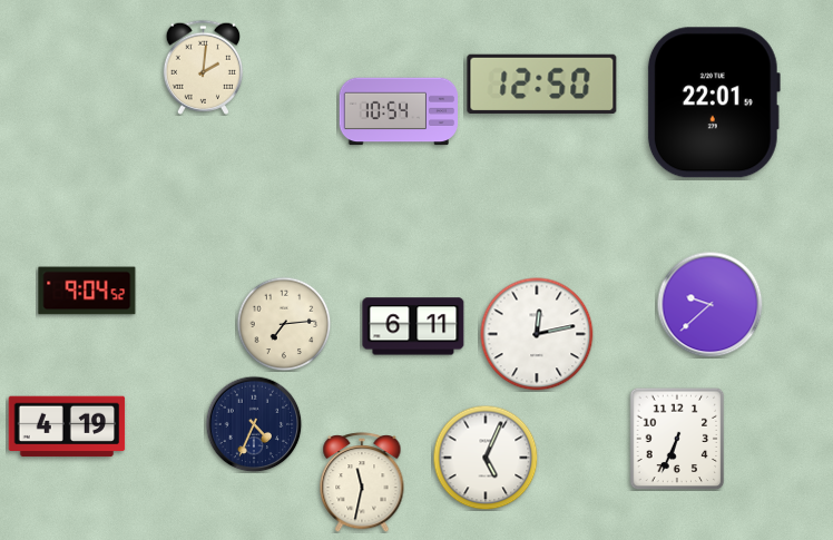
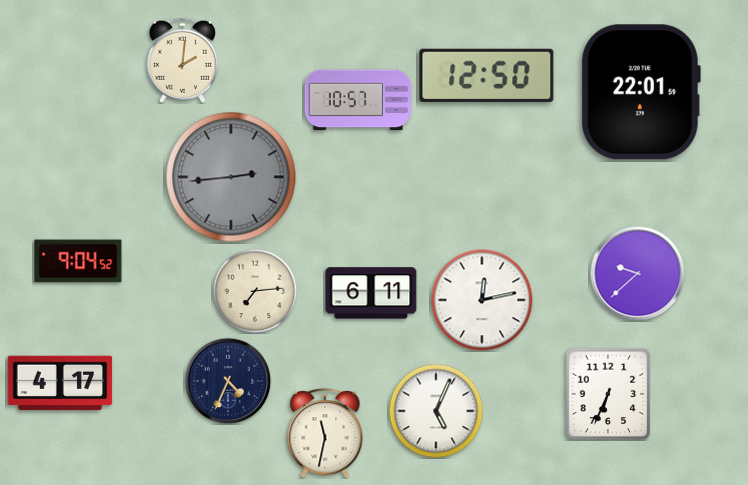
clock at (399, 111): 10:54 -> 10:57
clock at (231, 177): none -> 2:44
clock at (67, 426): 4:19 -> 4:17
